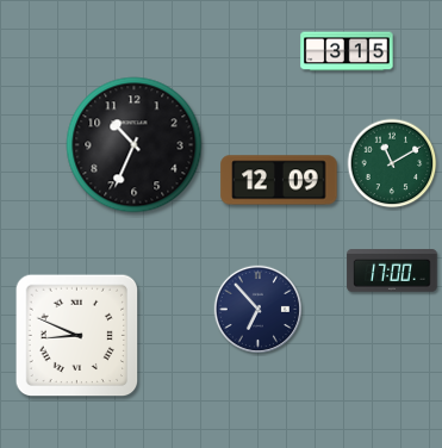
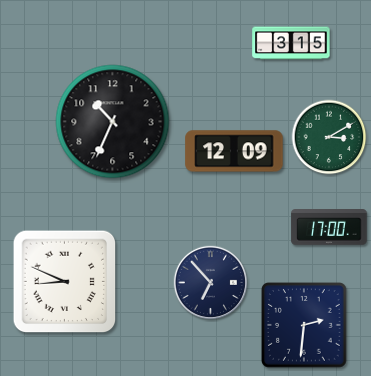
clock at (392, 163): 11:10 -> 3:10
clock at (257, 309) position: (257, 309) -> (210, 282)
clock at (305, 326): none -> 2:31
